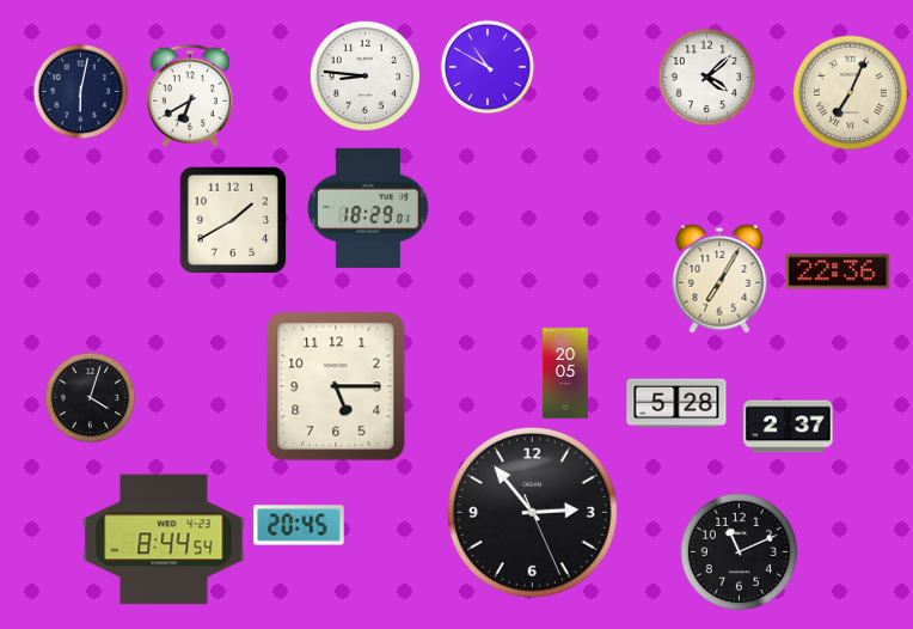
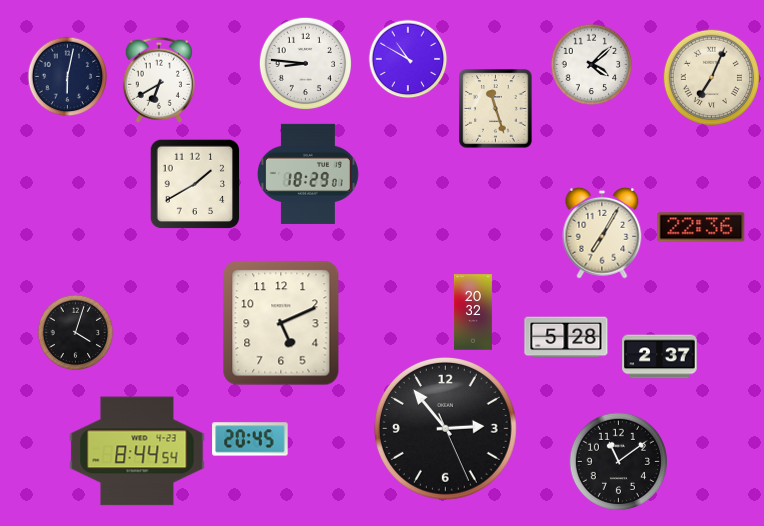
clock at (488, 67) position: (488, 67) -> (408, 59)
clock at (496, 109): none -> 11:27
clock at (565, 373): 20:05 -> 20:32
clock at (336, 386): 5:15 -> 5:11
clock at (739, 551): 11:11 -> 11:09
